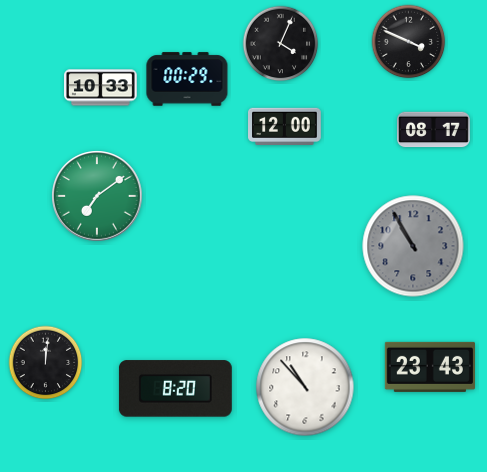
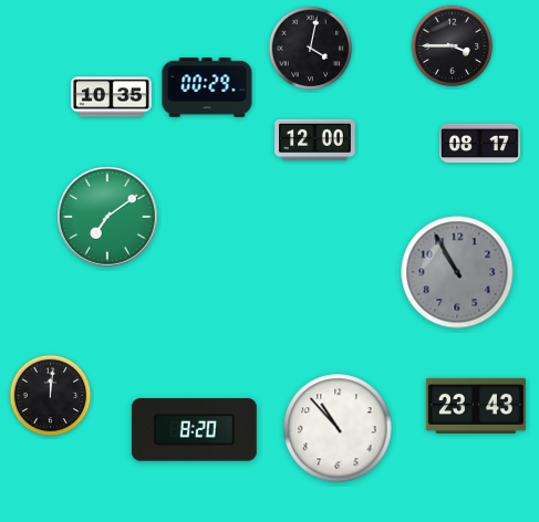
clock at (409, 42): 3:49 -> 3:45
clock at (281, 44): 4:04 -> 4:02
clock at (101, 88): 10:33 -> 10:35
clock at (46, 363) position: (46, 363) -> (51, 396)
